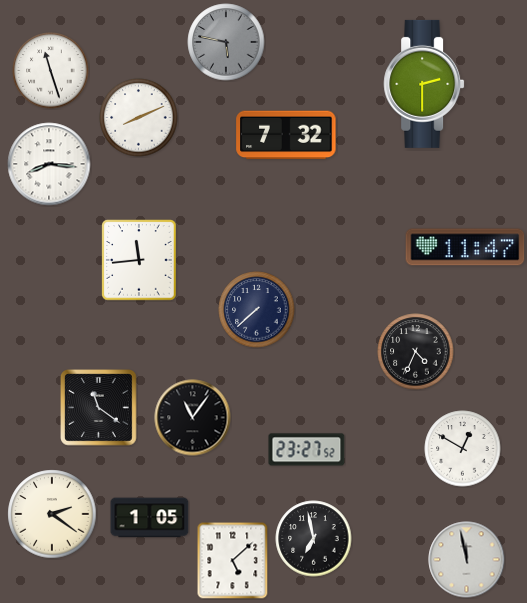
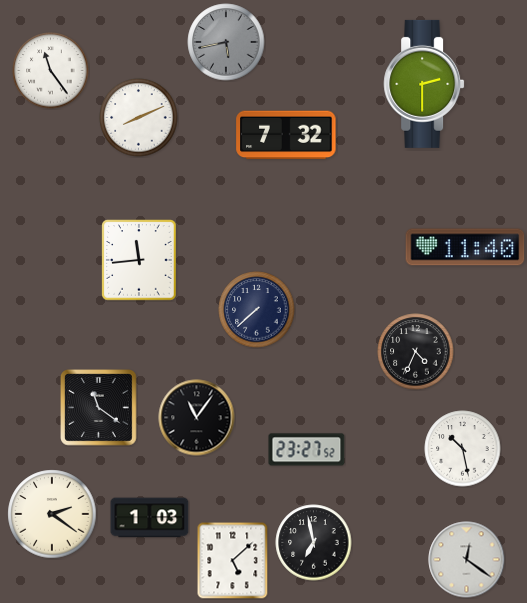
clock at (226, 42): 5:47 -> 5:43
clock at (51, 71): 11:27 -> 11:24
clock at (49, 164): 8:16 -> none
clock at (465, 247): 11:47 -> 11:40
clock at (193, 418) position: (193, 418) -> (197, 418)
clock at (463, 449): 12:50 -> 10:28
clock at (150, 518): 1:05 -> 1:03
clock at (314, 539) position: (314, 539) -> (314, 543)
clock at (467, 560): 11:58 -> 12:21
